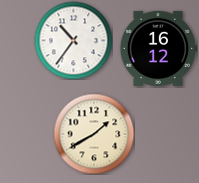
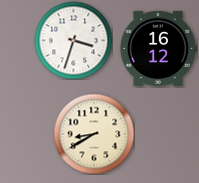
clock at (73, 40): 10:36 -> 3:33
clock at (94, 134): 1:40 -> 8:40
